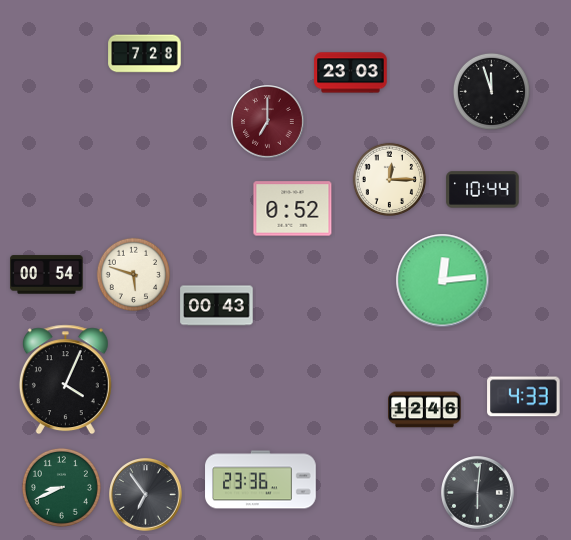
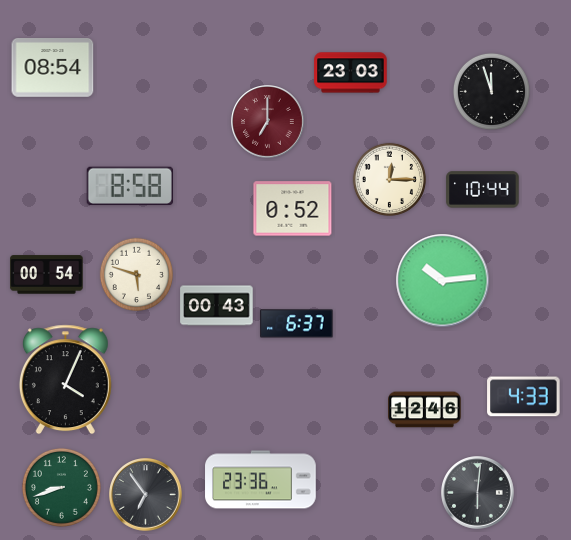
clock at (145, 54): 7:28 -> none
clock at (53, 68): none -> 08:54
clock at (129, 186): none -> 8:58
clock at (133, 274) position: (133, 274) -> (136, 274)
clock at (443, 281): 12:14 -> 10:14
clock at (297, 324): none -> 6:37
clock at (61, 487): 8:41 -> 8:42
